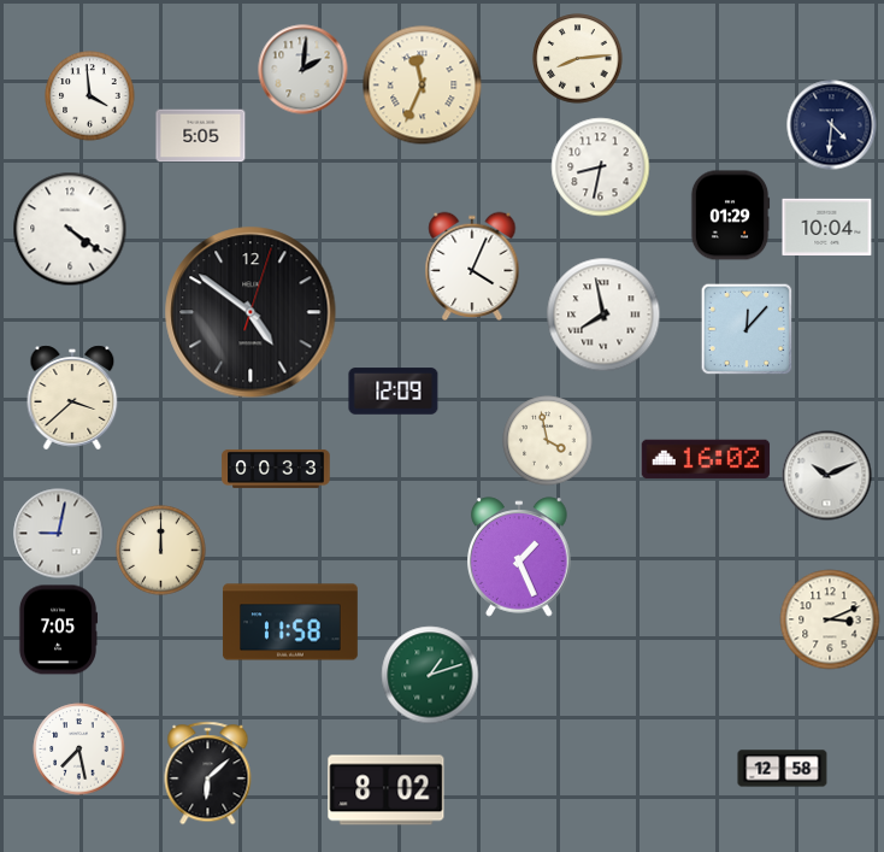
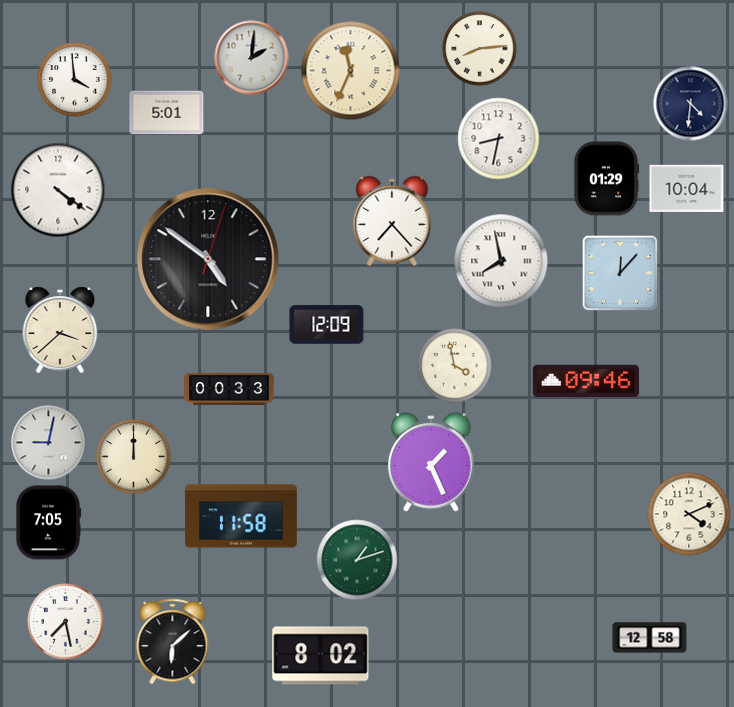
clock at (201, 136): 5:05 -> 5:01
clock at (472, 265): 4:04 -> 7:23
clock at (706, 459): 16:02 -> 09:46
clock at (827, 476): 10:11 -> none
clock at (830, 619): 3:11 -> 4:11
